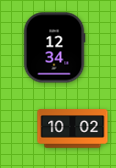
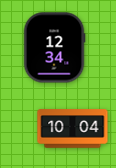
clock at (73, 129): 10:02 -> 10:04
